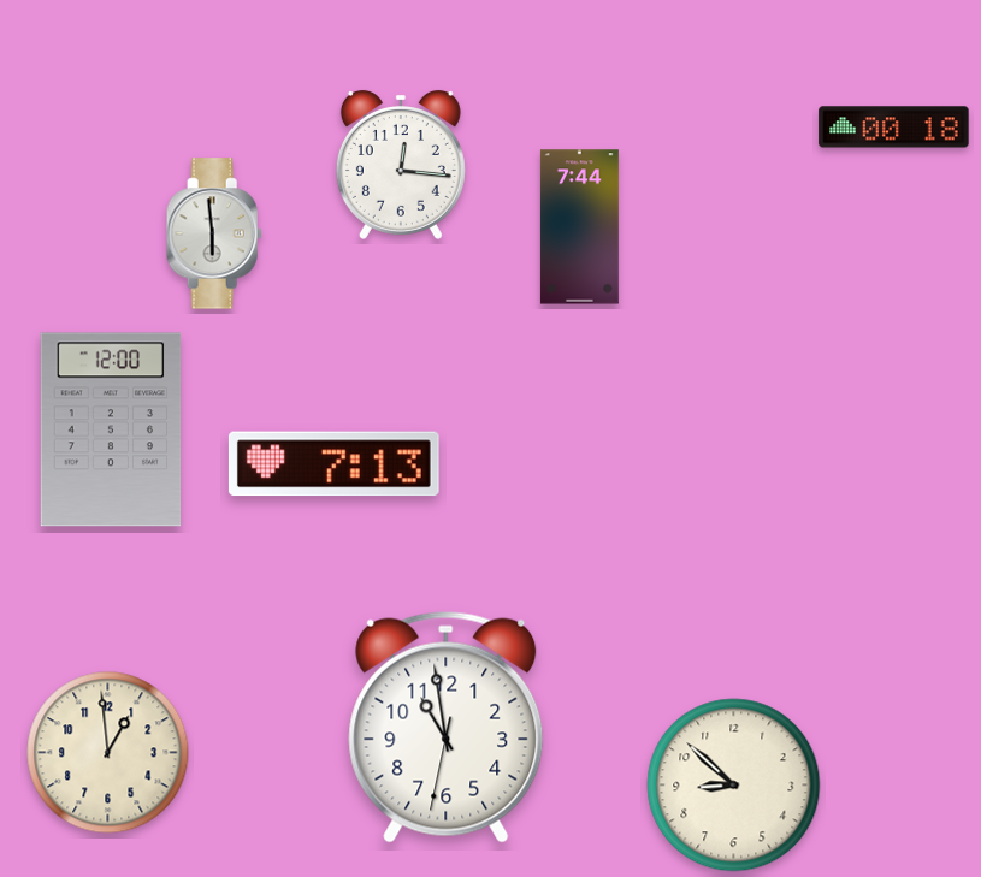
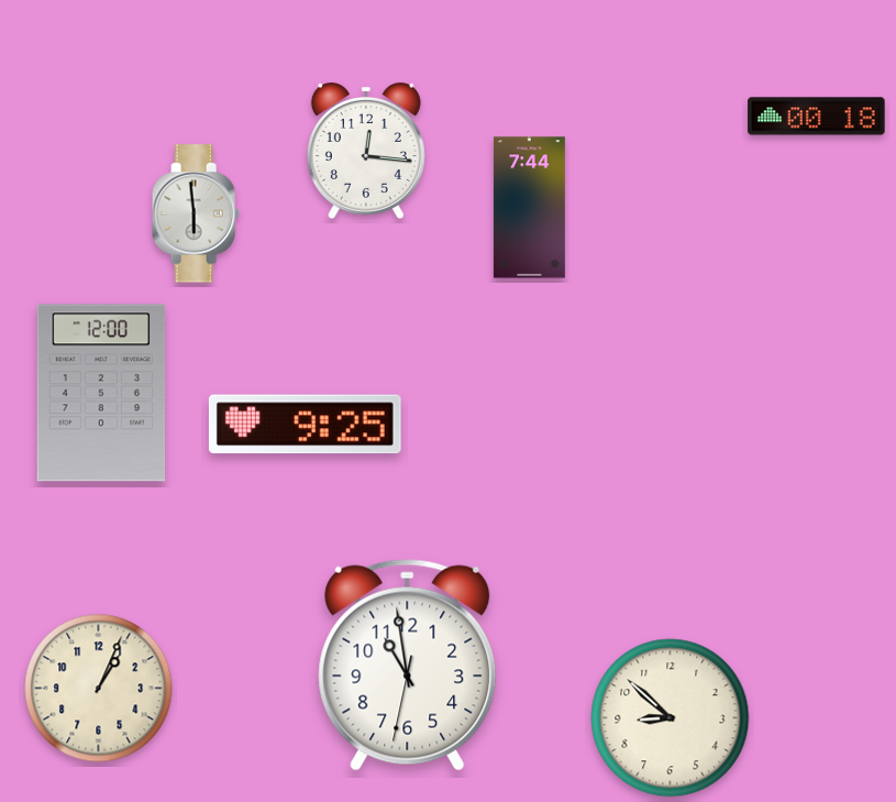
clock at (333, 464): 7:13 -> 9:25
clock at (108, 753): 12:59 -> 1:04
